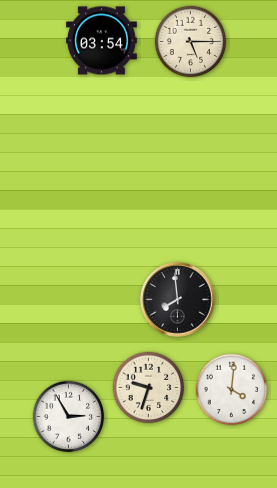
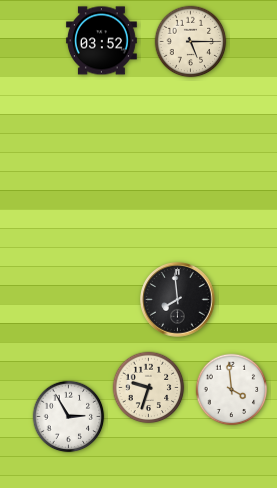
clock at (101, 41): 03:54 -> 03:52
clock at (232, 390): 4:01 -> 3:59
